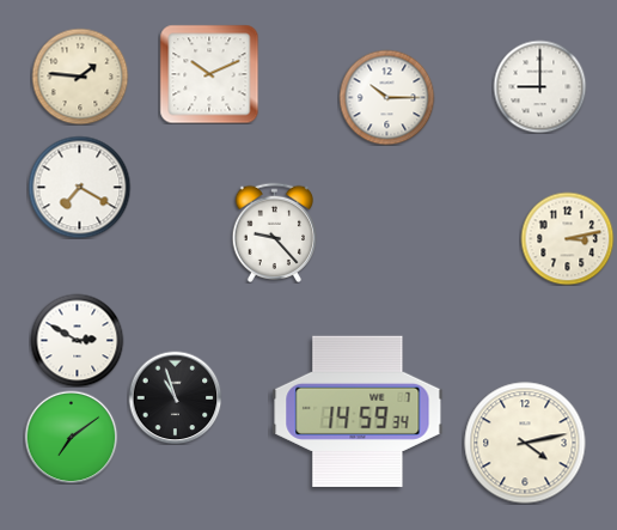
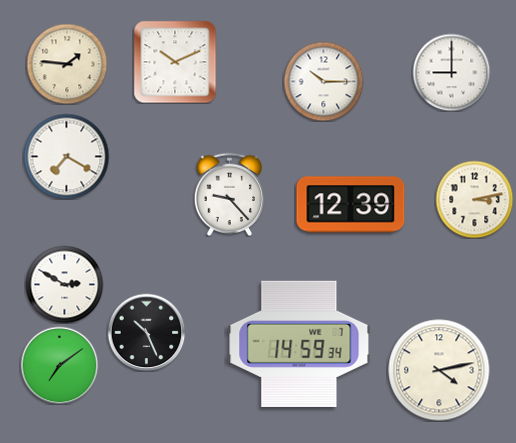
clock at (351, 205): none -> 12:39
clock at (175, 397): 10:57 -> 10:26
